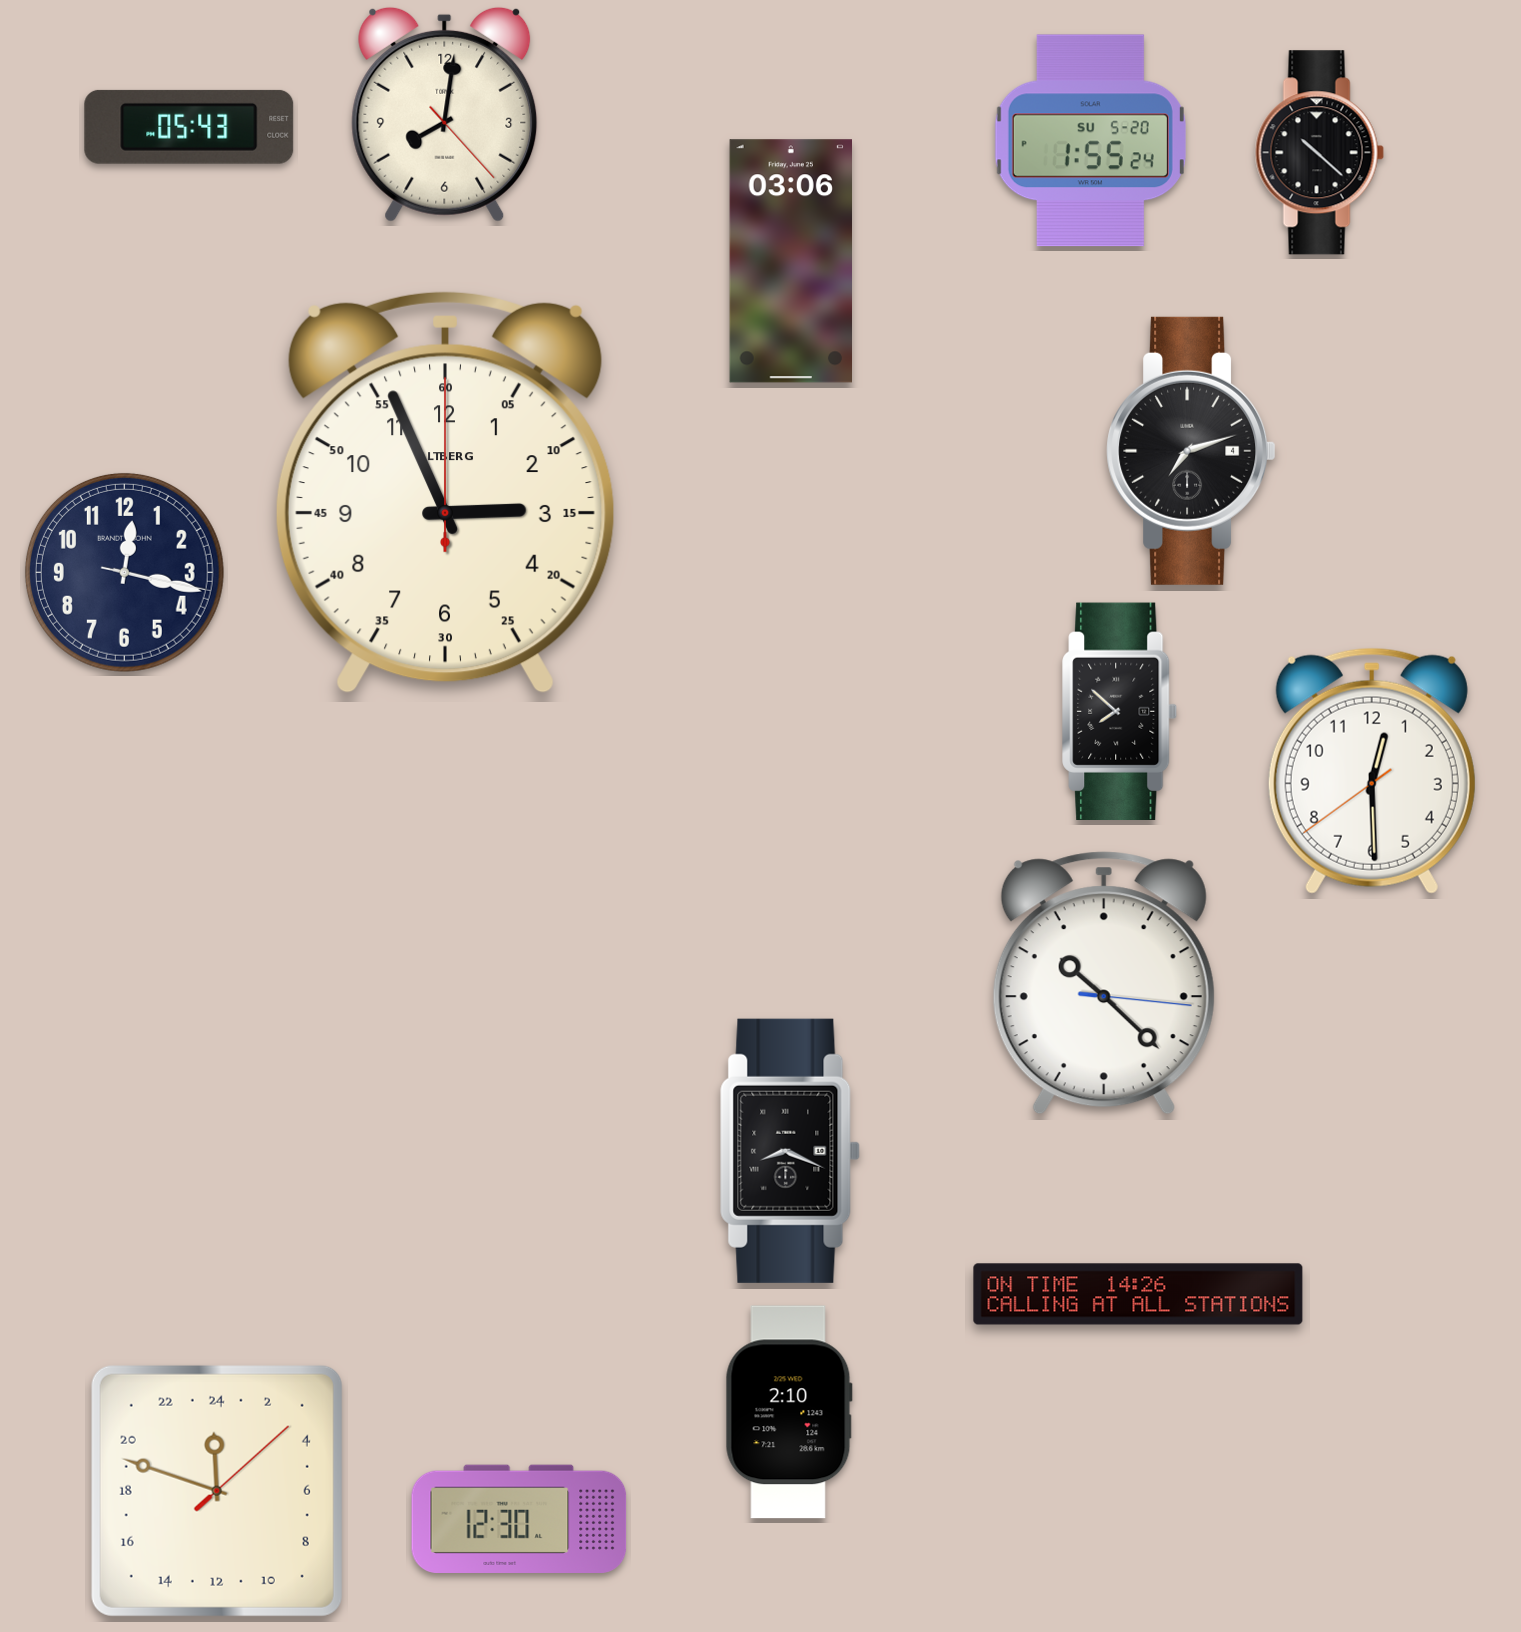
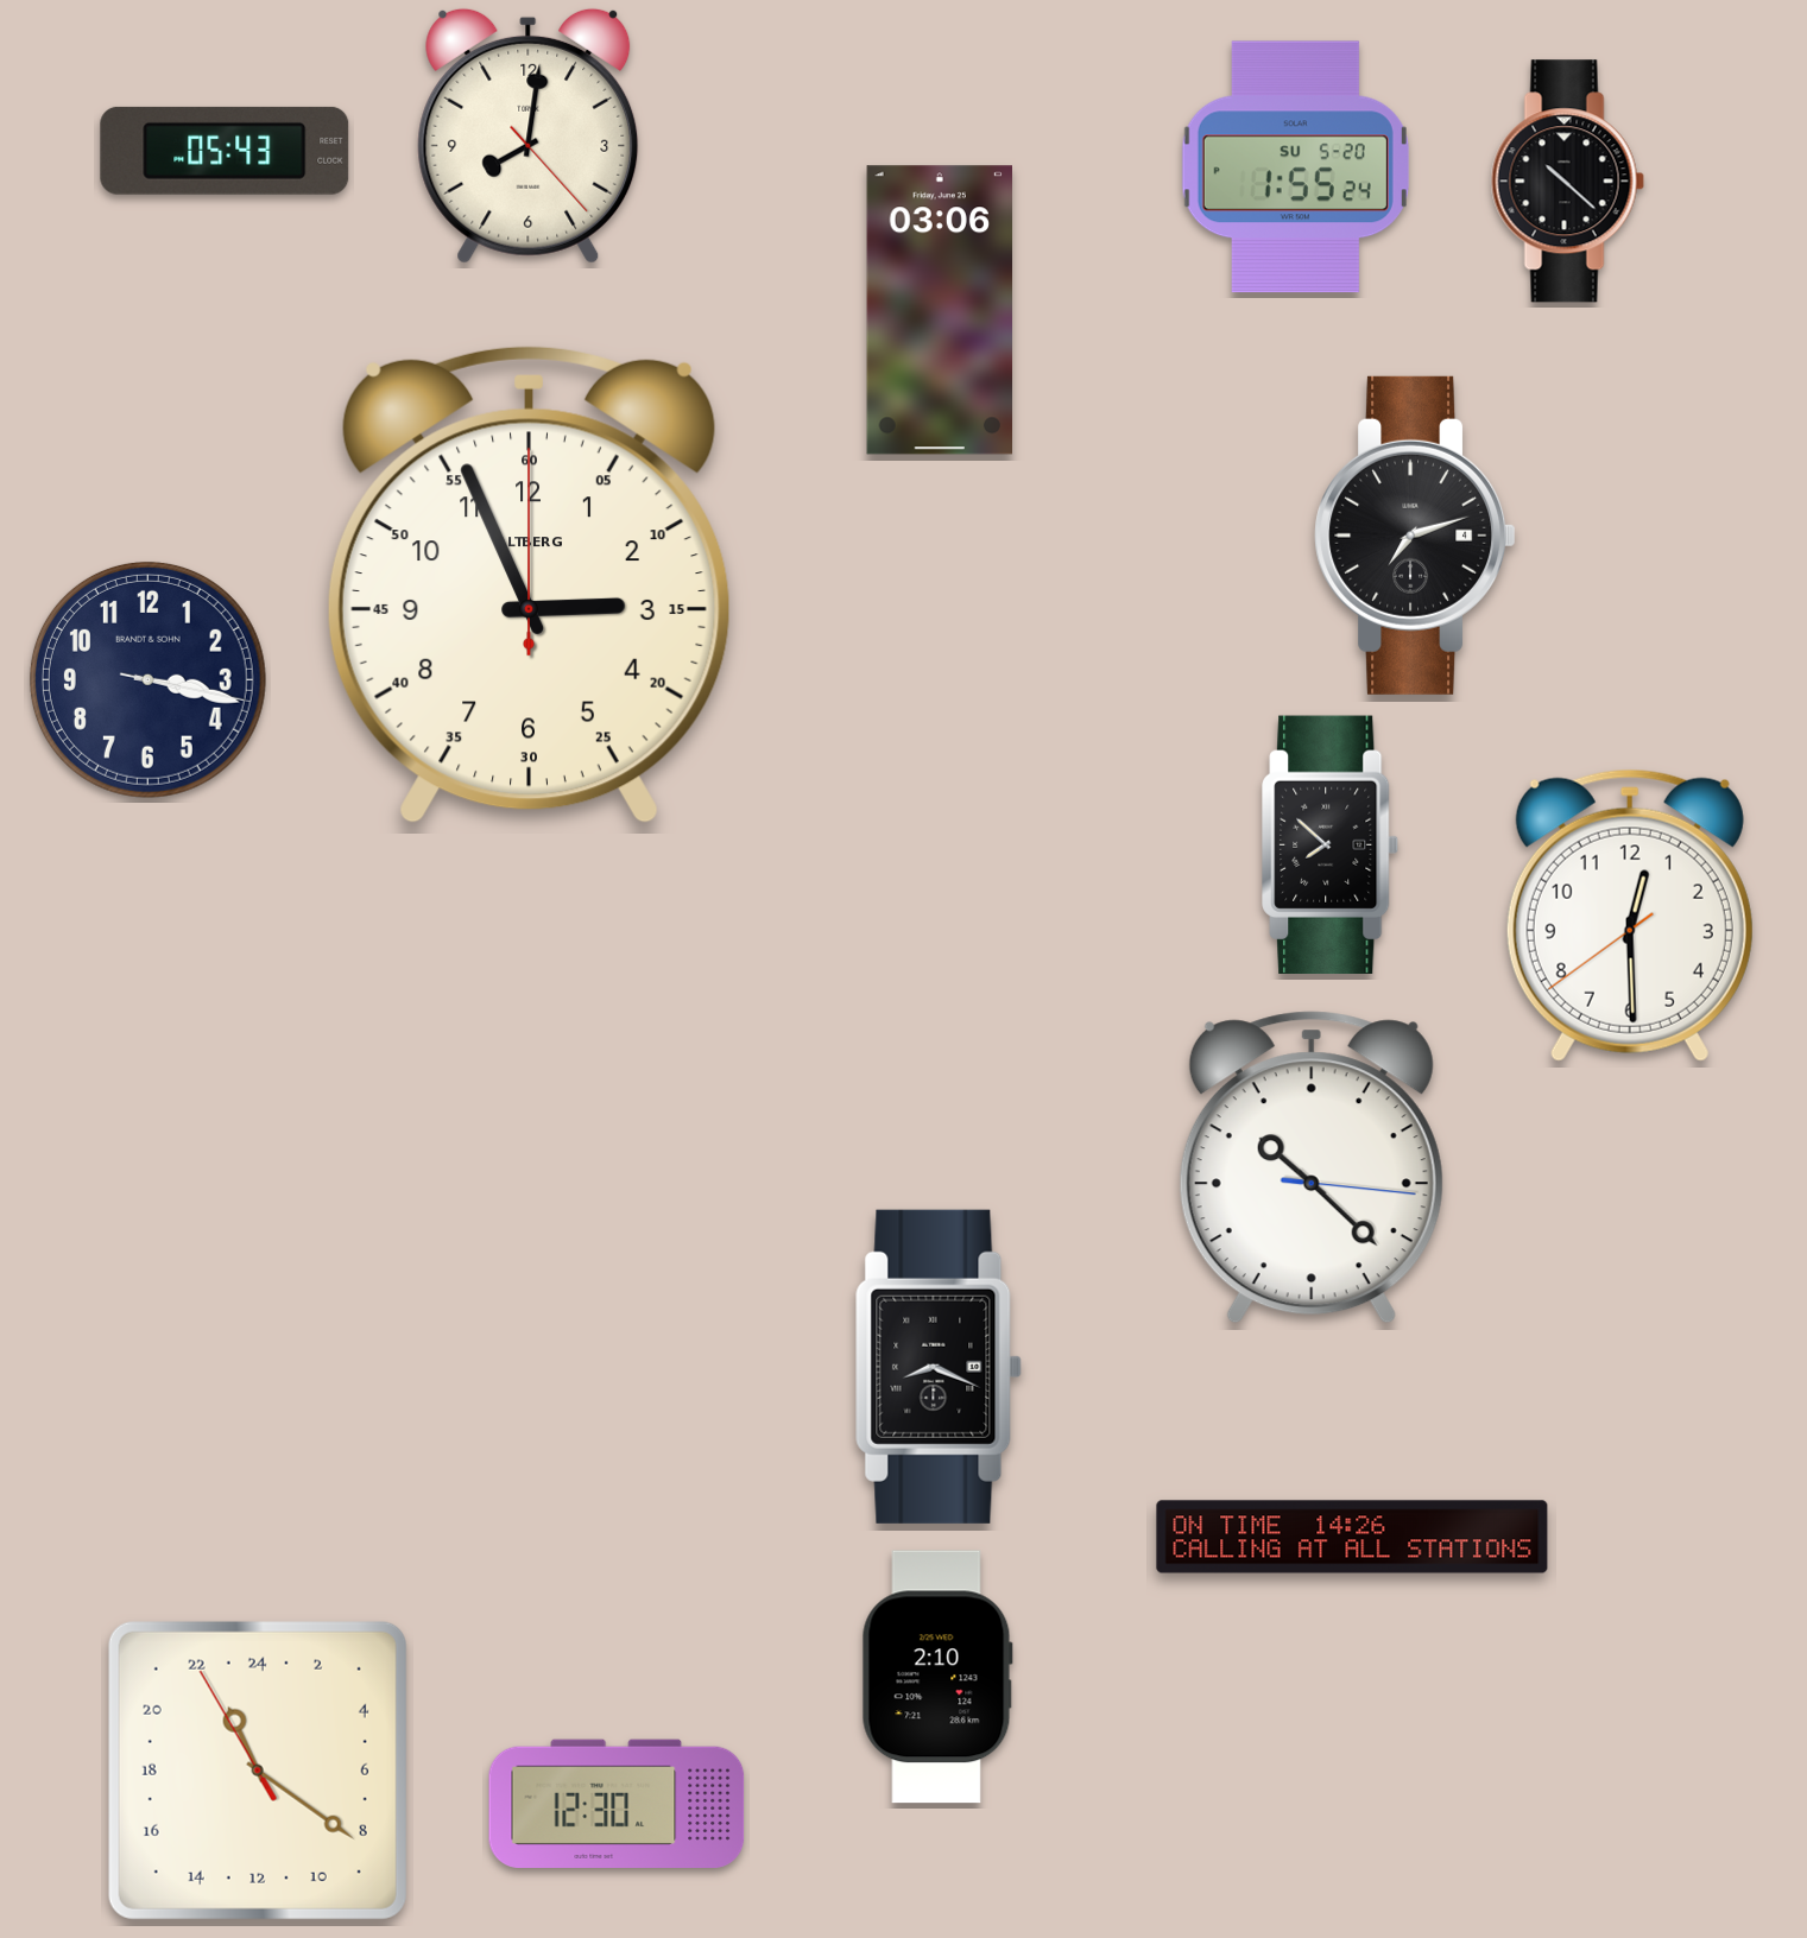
clock at (124, 572): 12:17 -> 3:17
clock at (217, 1491): 23:48 -> 22:20
